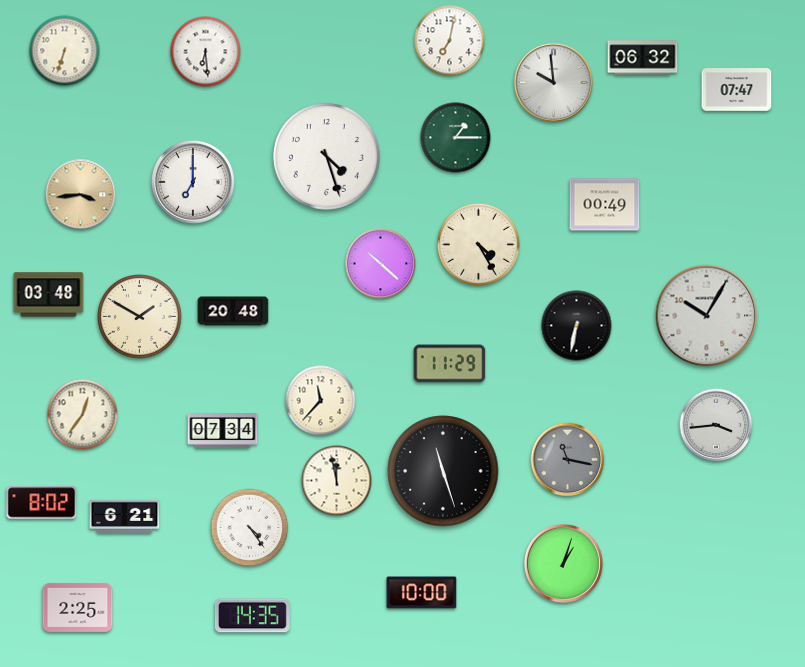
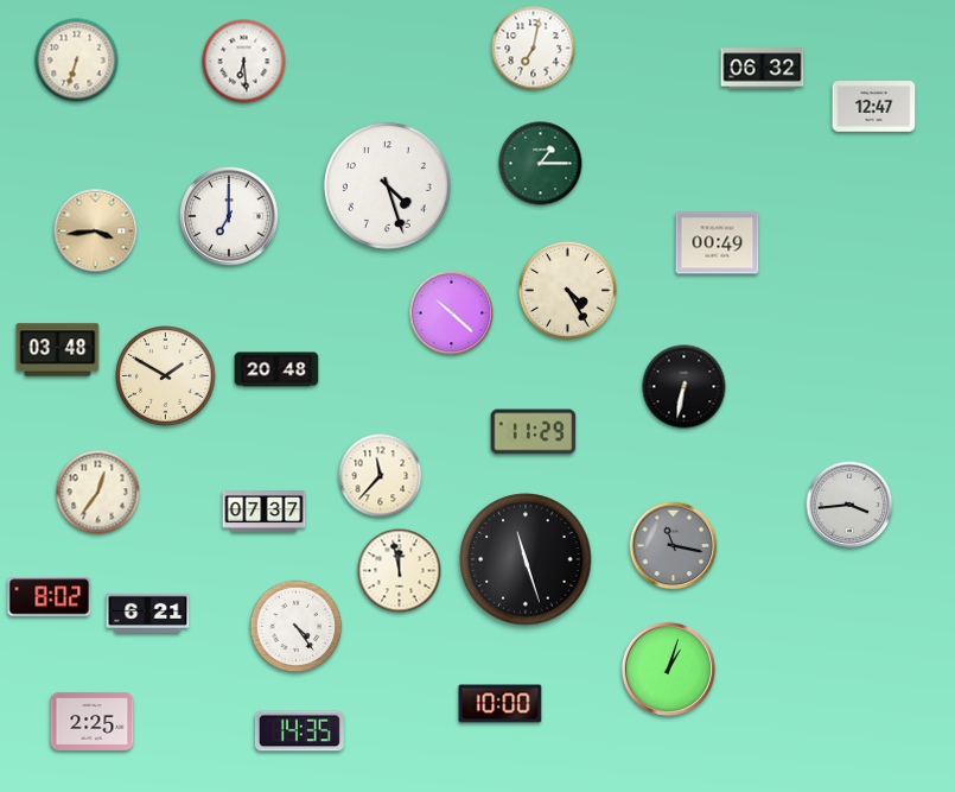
clock at (553, 82): 9:59 -> none
clock at (737, 90): 07:47 -> 12:47
clock at (707, 316): 10:05 -> none
clock at (223, 431): 07:34 -> 07:37
